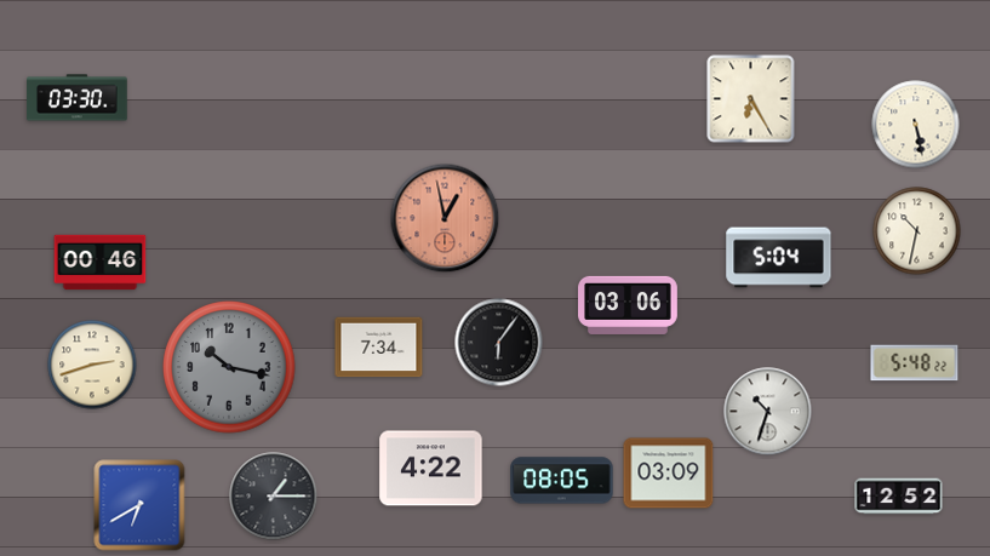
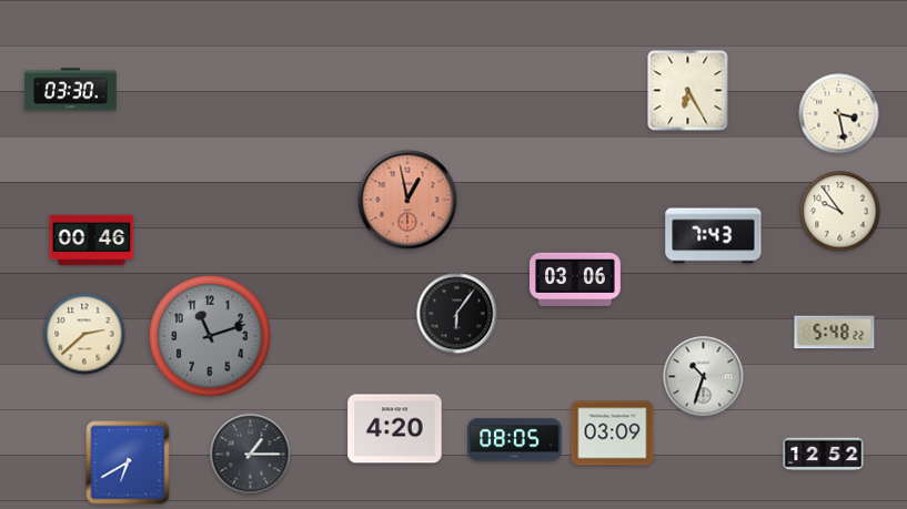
clock at (916, 125): 5:28 -> 3:28
clock at (917, 231): 10:32 -> 9:54
clock at (779, 258): 5:04 -> 7:43
clock at (379, 348): 7:34 -> none
clock at (915, 363) position: (915, 363) -> (835, 333)
clock at (92, 365): 2:42 -> 2:38
clock at (229, 367): 10:17 -> 11:12
clock at (431, 469): 4:22 -> 4:20
